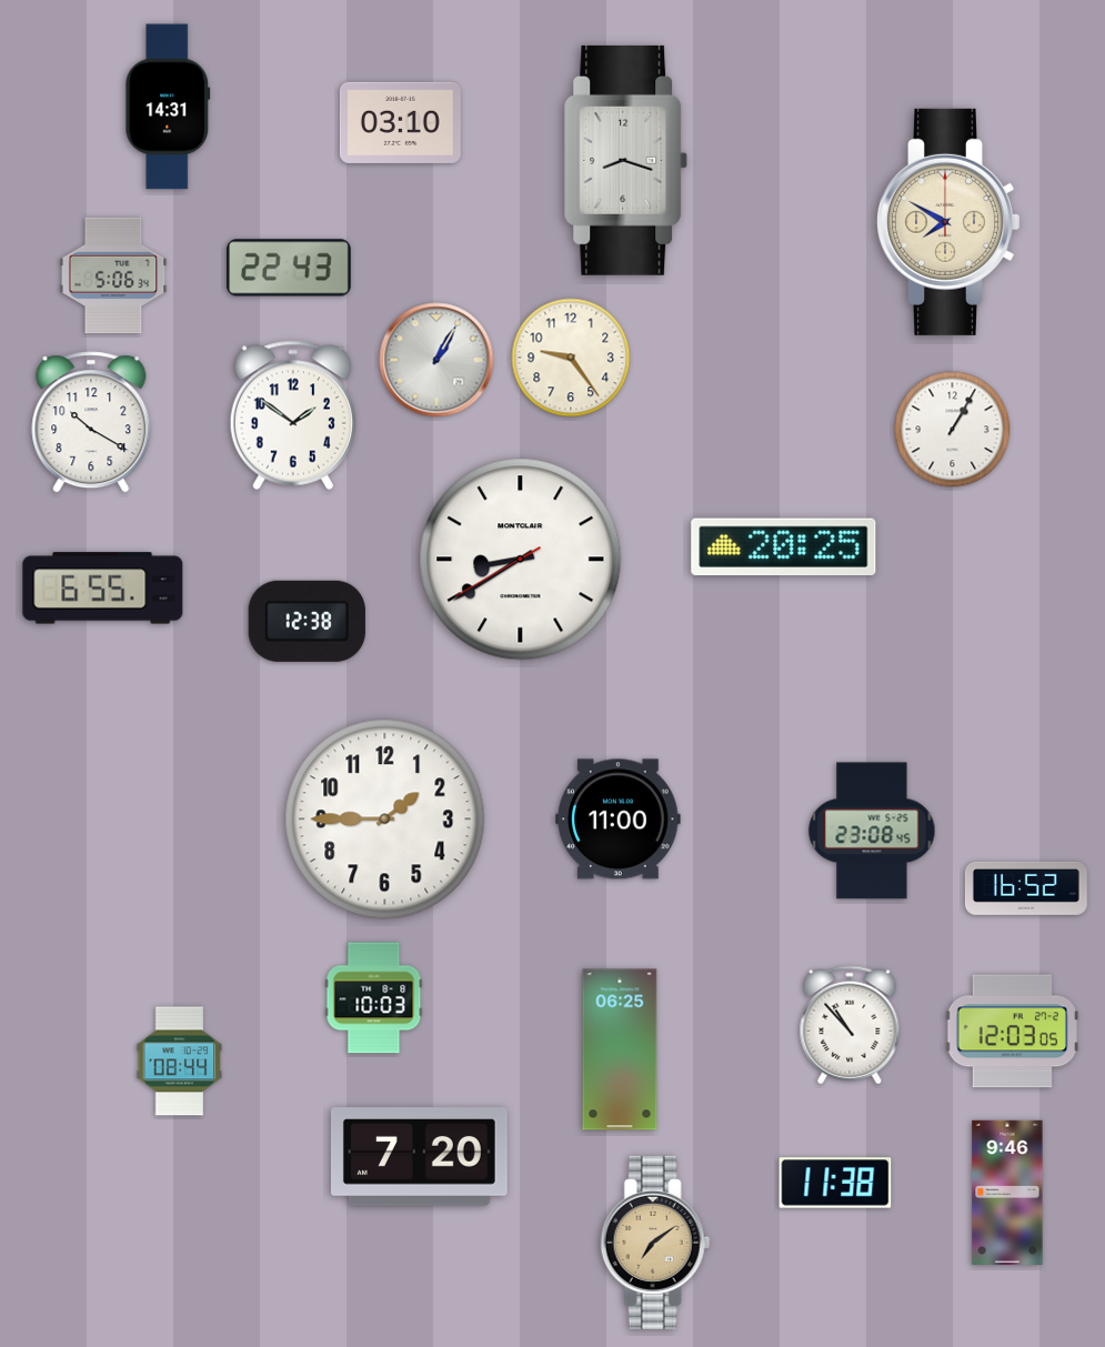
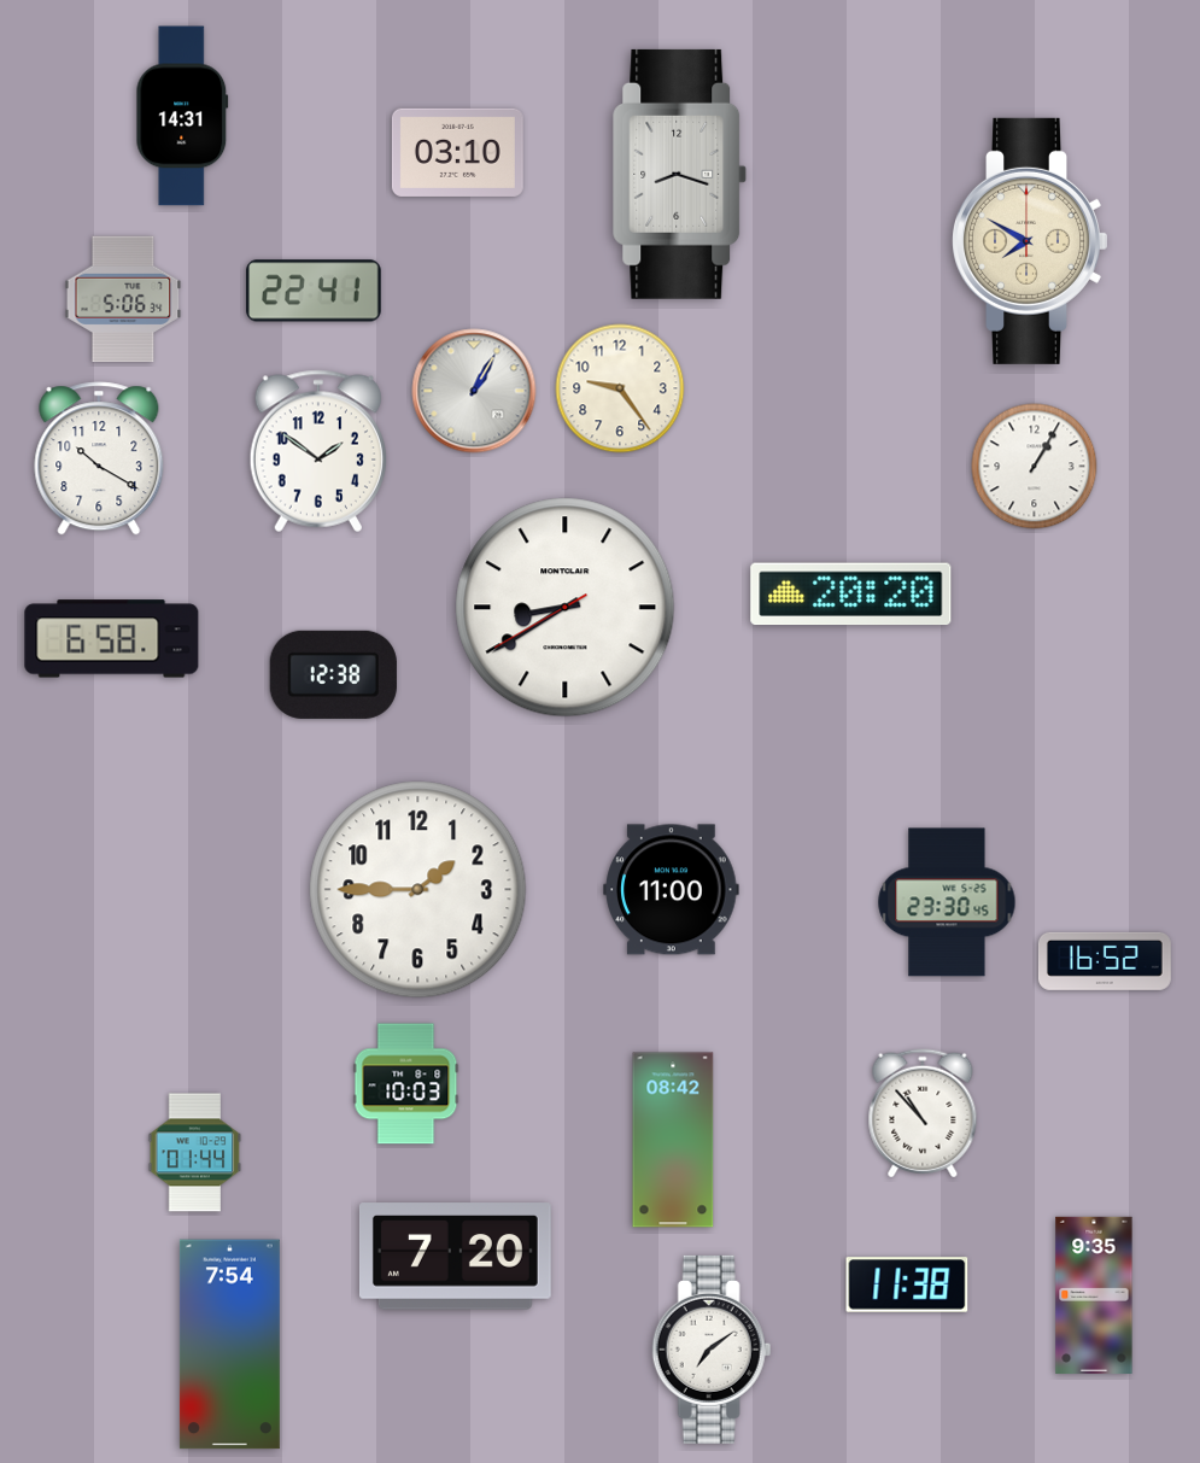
clock at (400, 122) position: (400, 122) -> (457, 152)
clock at (289, 268): 22:43 -> 22:41
clock at (784, 547): 20:25 -> 20:20
clock at (103, 589): 6:55 -> 6:58
clock at (872, 831): 23:08 -> 23:30
clock at (1026, 888) position: (1026, 888) -> (1105, 961)
clock at (1012, 1032): 12:03 -> none
clock at (620, 1049): 06:25 -> 08:42
clock at (180, 1062): 08:44 -> 01:44
clock at (1007, 1193): 9:46 -> 9:35
clock at (229, 1345): none -> 7:54
clock at (655, 1243) dial: champagne -> white
